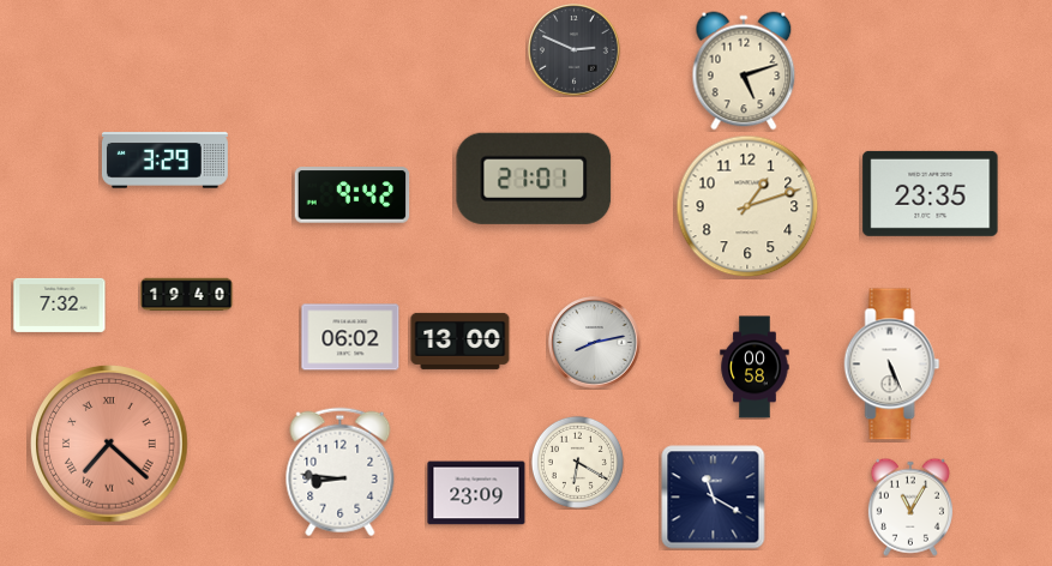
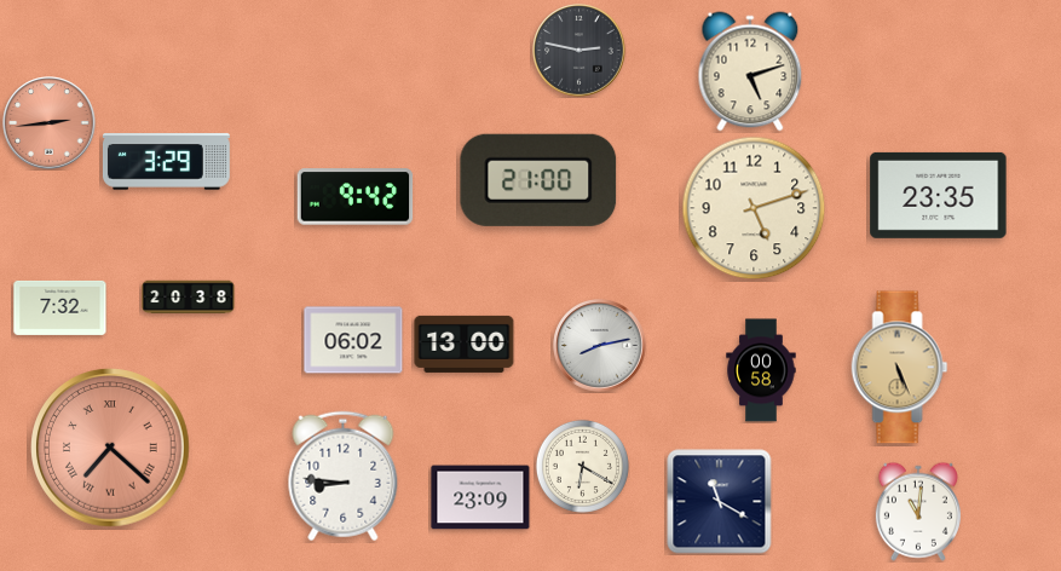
clock at (575, 50): 2:49 -> 2:47
clock at (50, 123): none -> 2:44
clock at (534, 179): 21:01 -> 21:00
clock at (747, 206): 1:12 -> 5:12
clock at (187, 295): 19:40 -> 20:38
clock at (892, 365) dial: white -> champagne
clock at (910, 507): 11:05 -> 11:01
